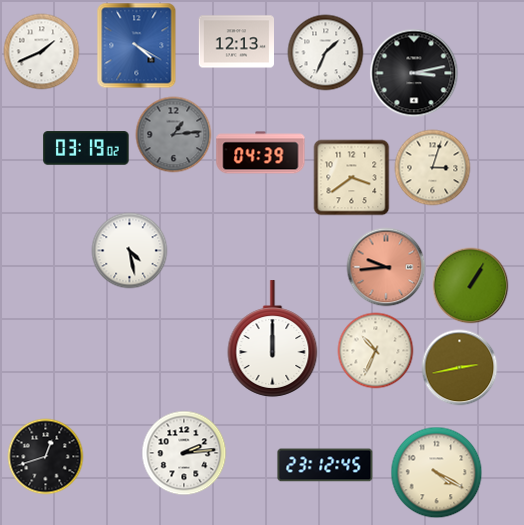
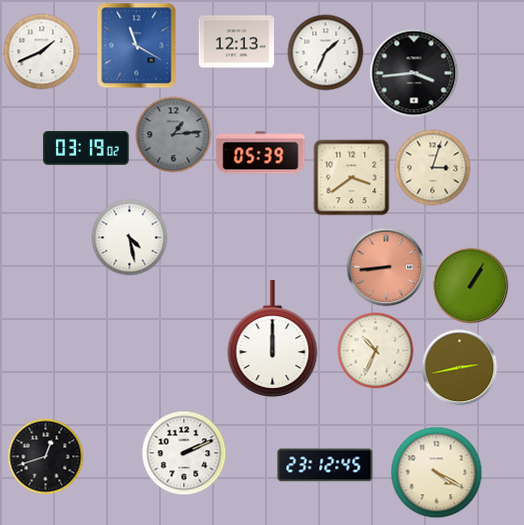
clock at (137, 46): 4:20 -> 11:20
clock at (414, 73): 3:13 -> 3:44
clock at (261, 153): 04:39 -> 05:39
clock at (130, 251) position: (130, 251) -> (130, 238)
clock at (386, 267): 9:44 -> 8:44
clock at (184, 453): 2:14 -> 2:11
